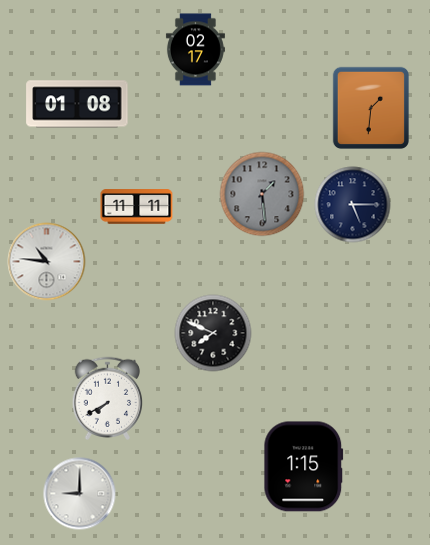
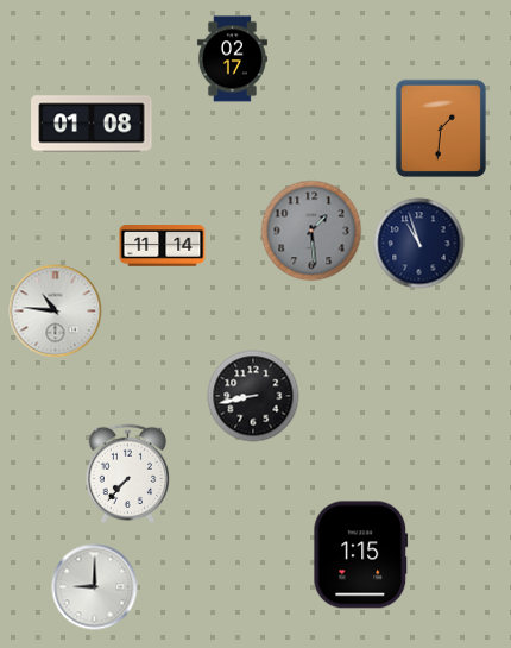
clock at (353, 205): 5:15 -> 10:57
clock at (137, 207): 11:11 -> 11:14
clock at (213, 333): 7:49 -> 8:43
clock at (107, 398): 7:40 -> 7:37
